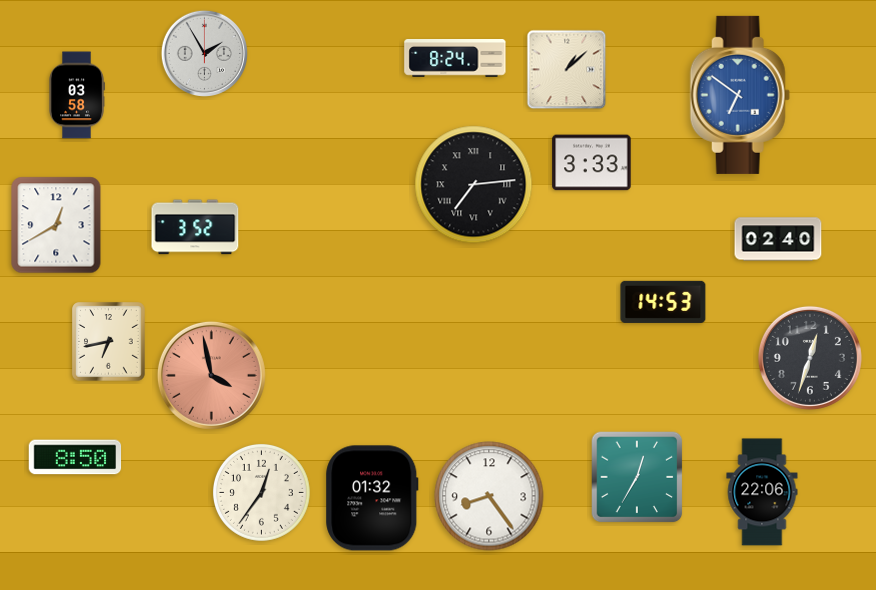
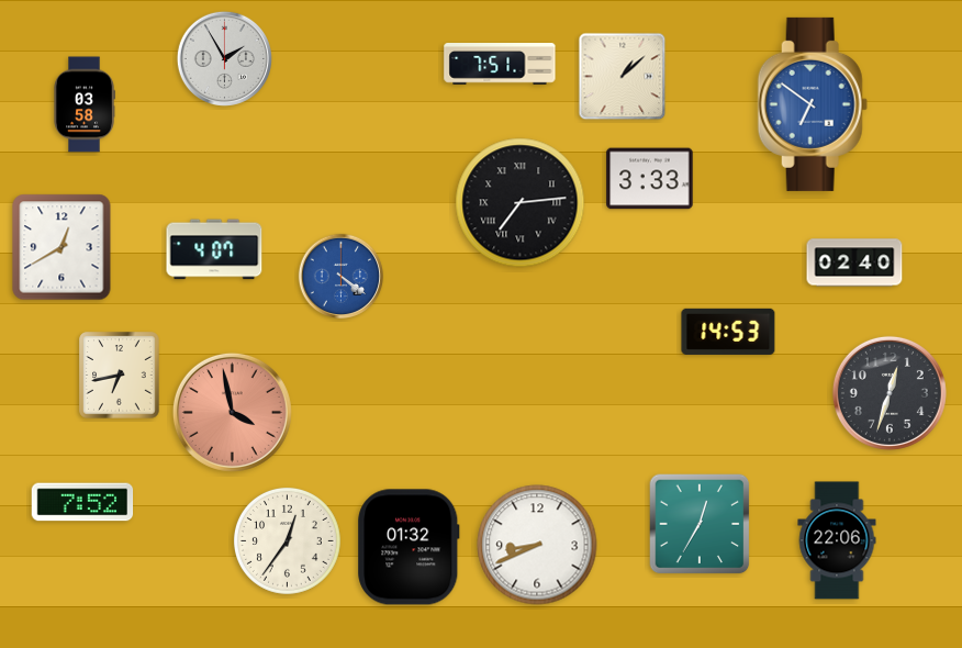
clock at (455, 59): 8:24 -> 7:51
clock at (195, 227): 3:52 -> 4:07
clock at (342, 277): none -> 4:21
clock at (75, 457): 8:50 -> 7:52
clock at (489, 496): 8:24 -> 8:41
